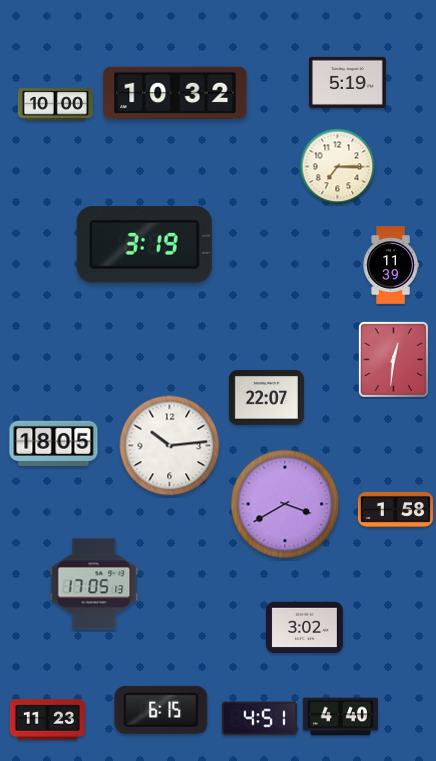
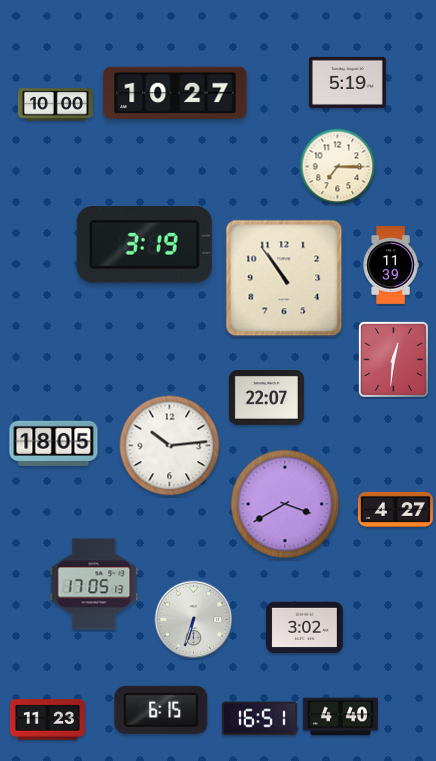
clock at (175, 93): 10:32 -> 10:27
clock at (284, 278): none -> 10:54
clock at (395, 509): 1:58 -> 4:27
clock at (194, 620): none -> 6:33
clock at (259, 719): 4:51 -> 16:51
